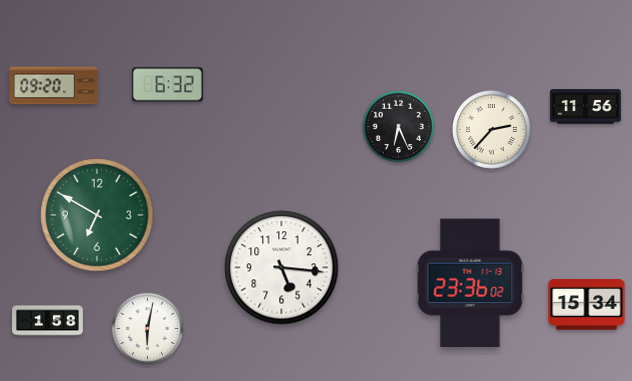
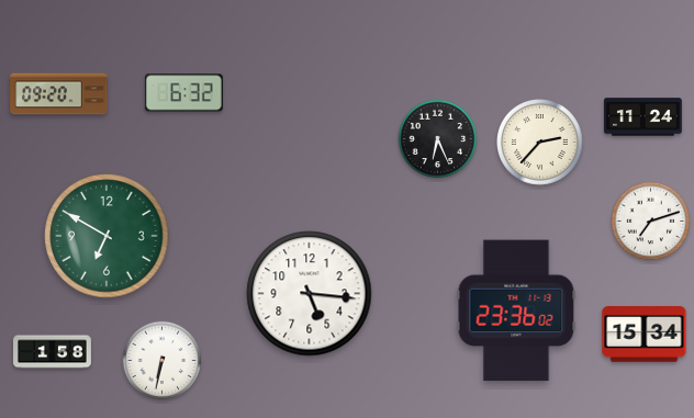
clock at (585, 107): 11:56 -> 11:24
clock at (651, 222): none -> 7:12
clock at (148, 329): 6:02 -> 6:32
